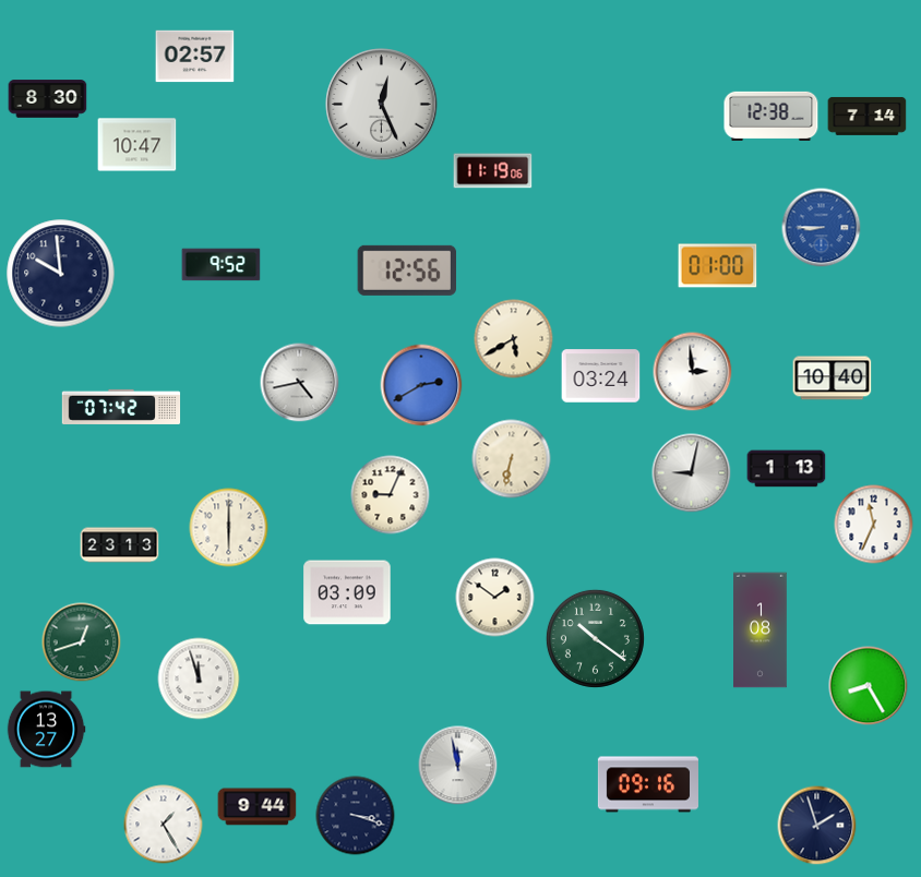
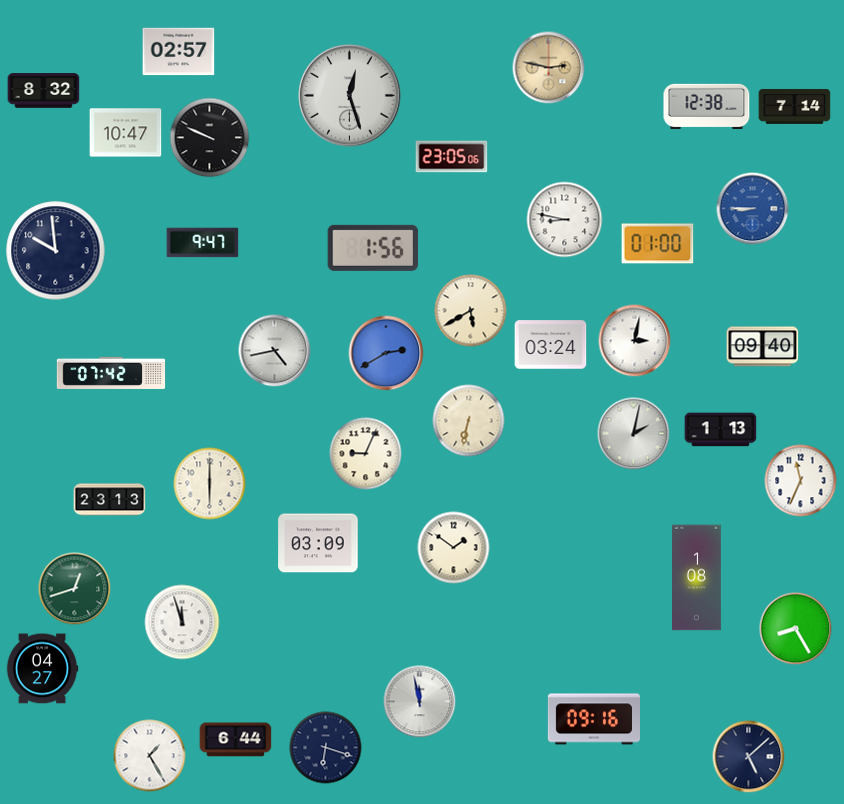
clock at (549, 68): none -> 2:47
clock at (48, 99): 8:30 -> 8:32
clock at (382, 105): 12:26 -> 12:27
clock at (210, 138): none -> 9:49
clock at (493, 171): 11:19 -> 23:05
clock at (565, 220): none -> 8:47
clock at (222, 265): 9:52 -> 9:47
clock at (406, 271): 12:56 -> 1:56
clock at (693, 372): 2:59 -> 3:02
clock at (833, 379): 10:40 -> 09:40
clock at (692, 473): 9:02 -> 2:02
clock at (391, 495) position: (391, 495) -> (366, 454)
clock at (595, 638): 10:21 -> none
clock at (46, 730): 13:27 -> 04:27
clock at (258, 807): 9:44 -> 6:44
clock at (356, 816): 3:18 -> 6:18
clock at (817, 826): 1:57 -> 5:08
